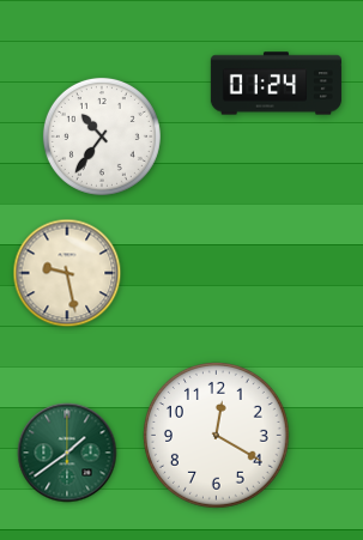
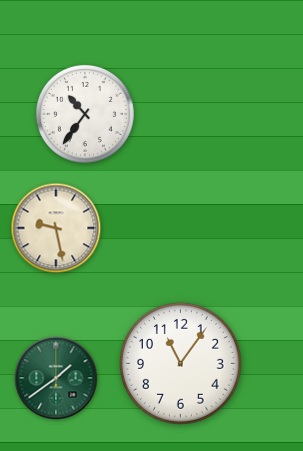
clock at (276, 84): 01:24 -> none
clock at (217, 436): 12:20 -> 11:06
